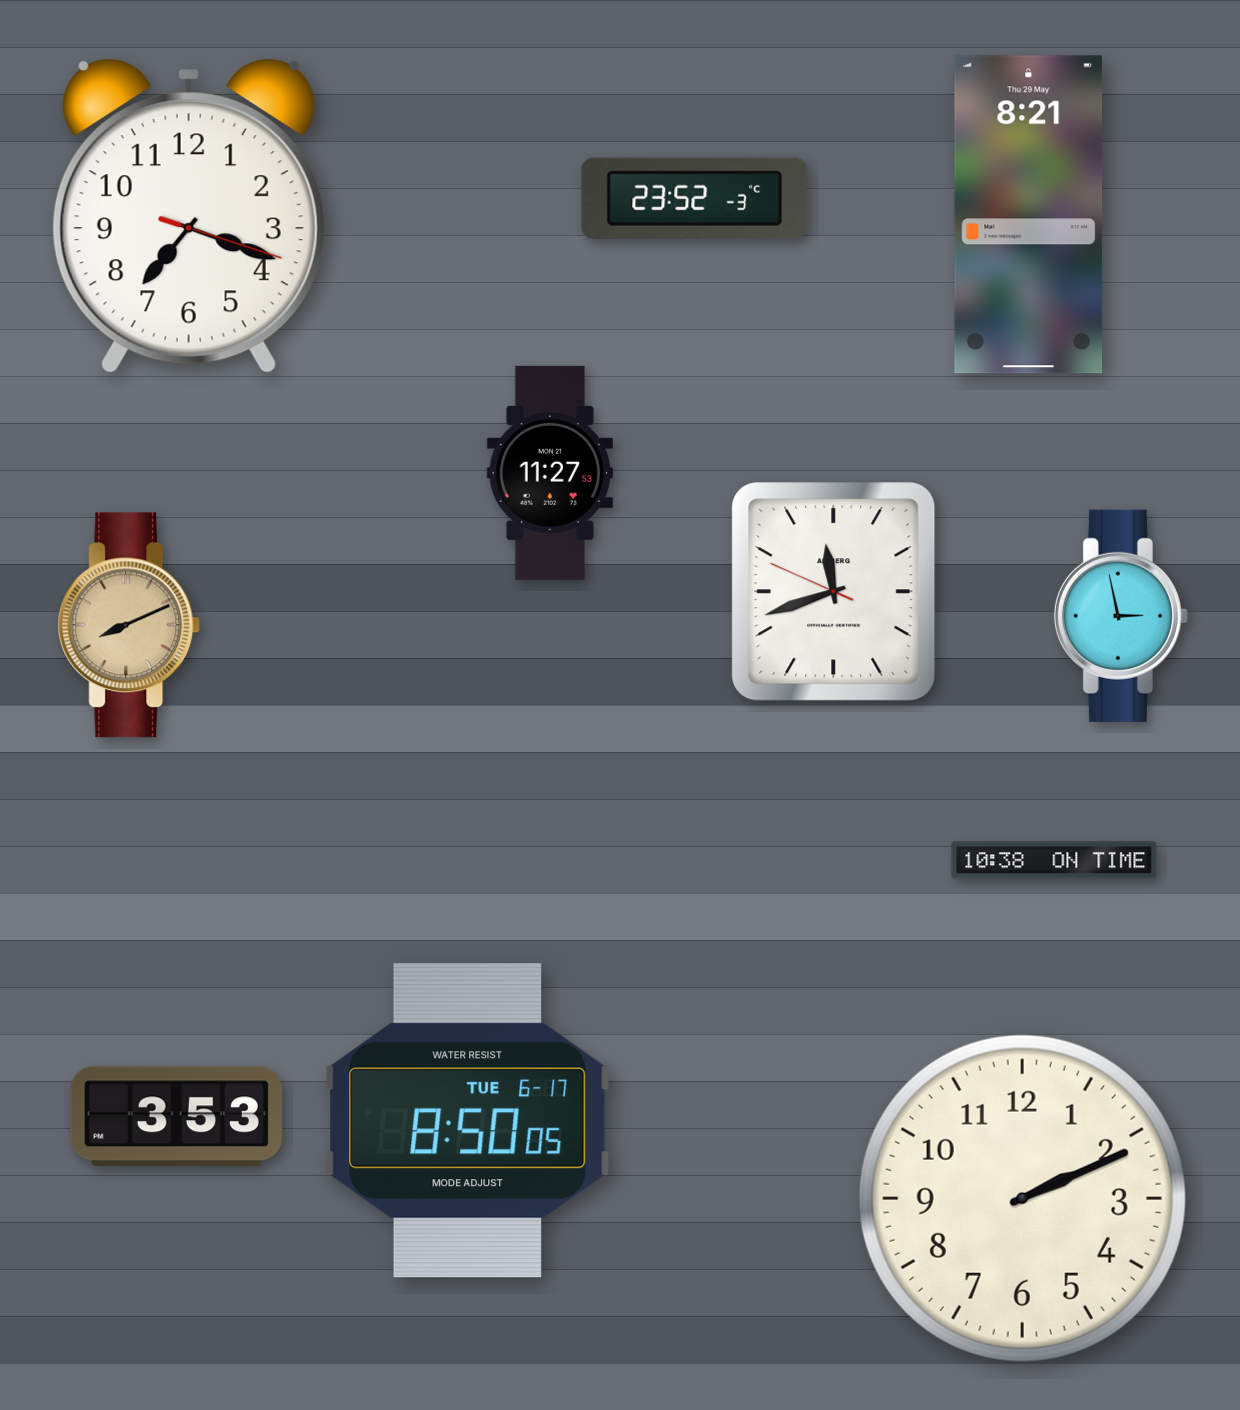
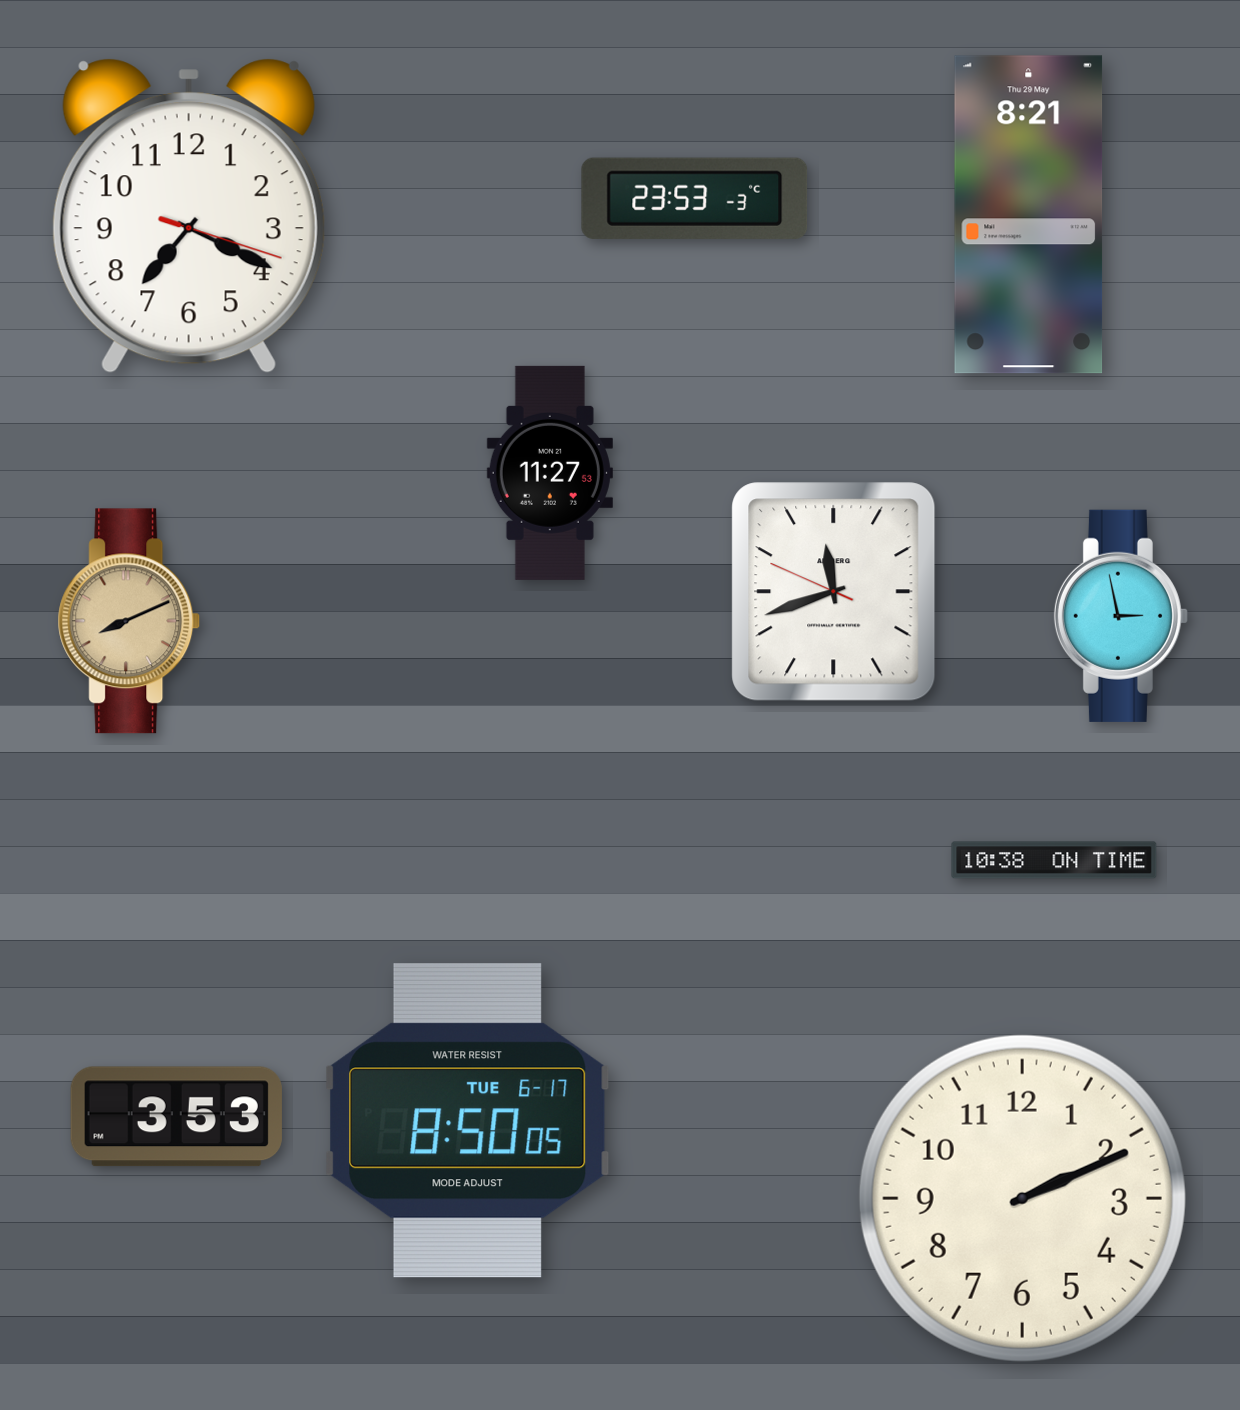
clock at (695, 198): 23:52 -> 23:53
clock at (189, 216): 7:18 -> 7:19
clock at (129, 625) position: (129, 625) -> (129, 621)
